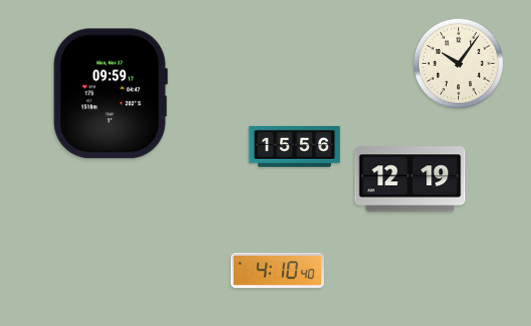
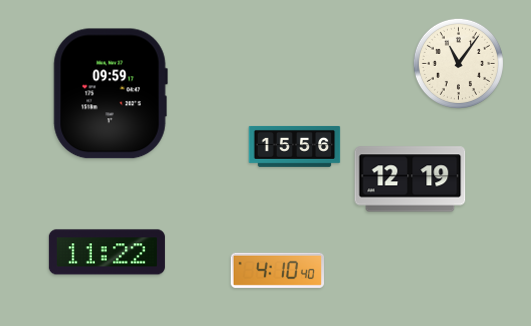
clock at (458, 63): 10:06 -> 11:06
clock at (107, 252): none -> 11:22
